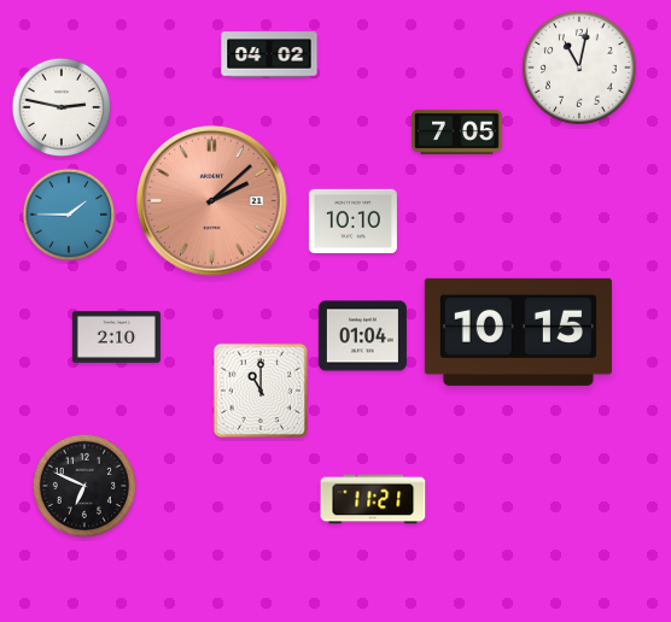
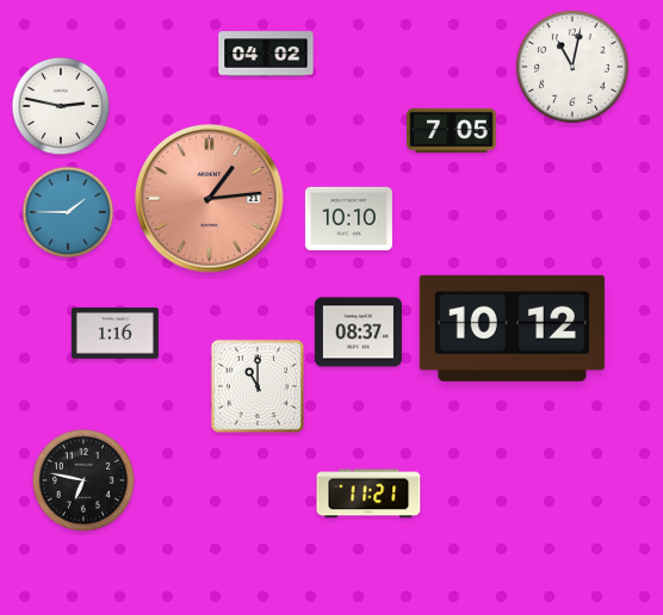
clock at (212, 201): 2:08 -> 1:14
clock at (518, 331): 10:15 -> 10:12
clock at (116, 336): 2:10 -> 1:16
clock at (362, 336): 01:04 -> 08:37
clock at (83, 485): 6:49 -> 6:47
